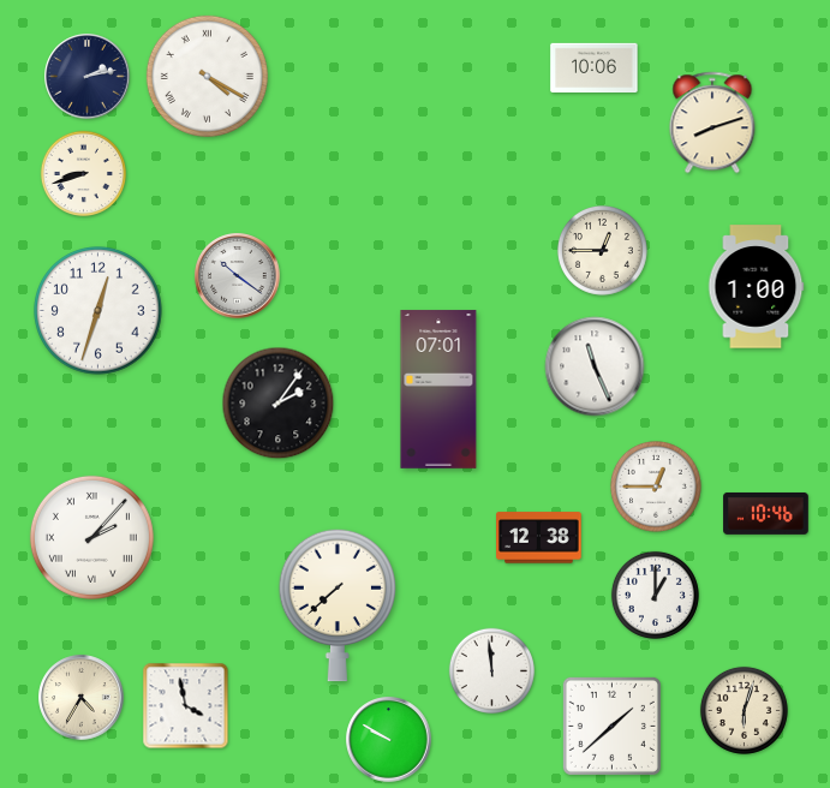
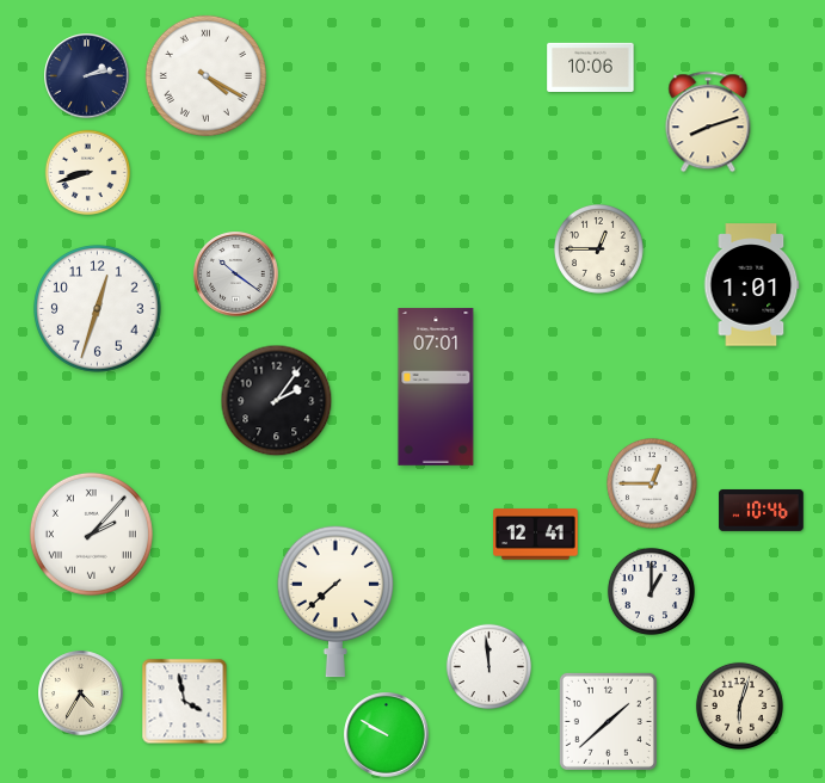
clock at (83, 173) position: (83, 173) -> (87, 172)
clock at (756, 287): 1:00 -> 1:01
clock at (595, 366): 11:26 -> none
clock at (539, 538): 12:38 -> 12:41
